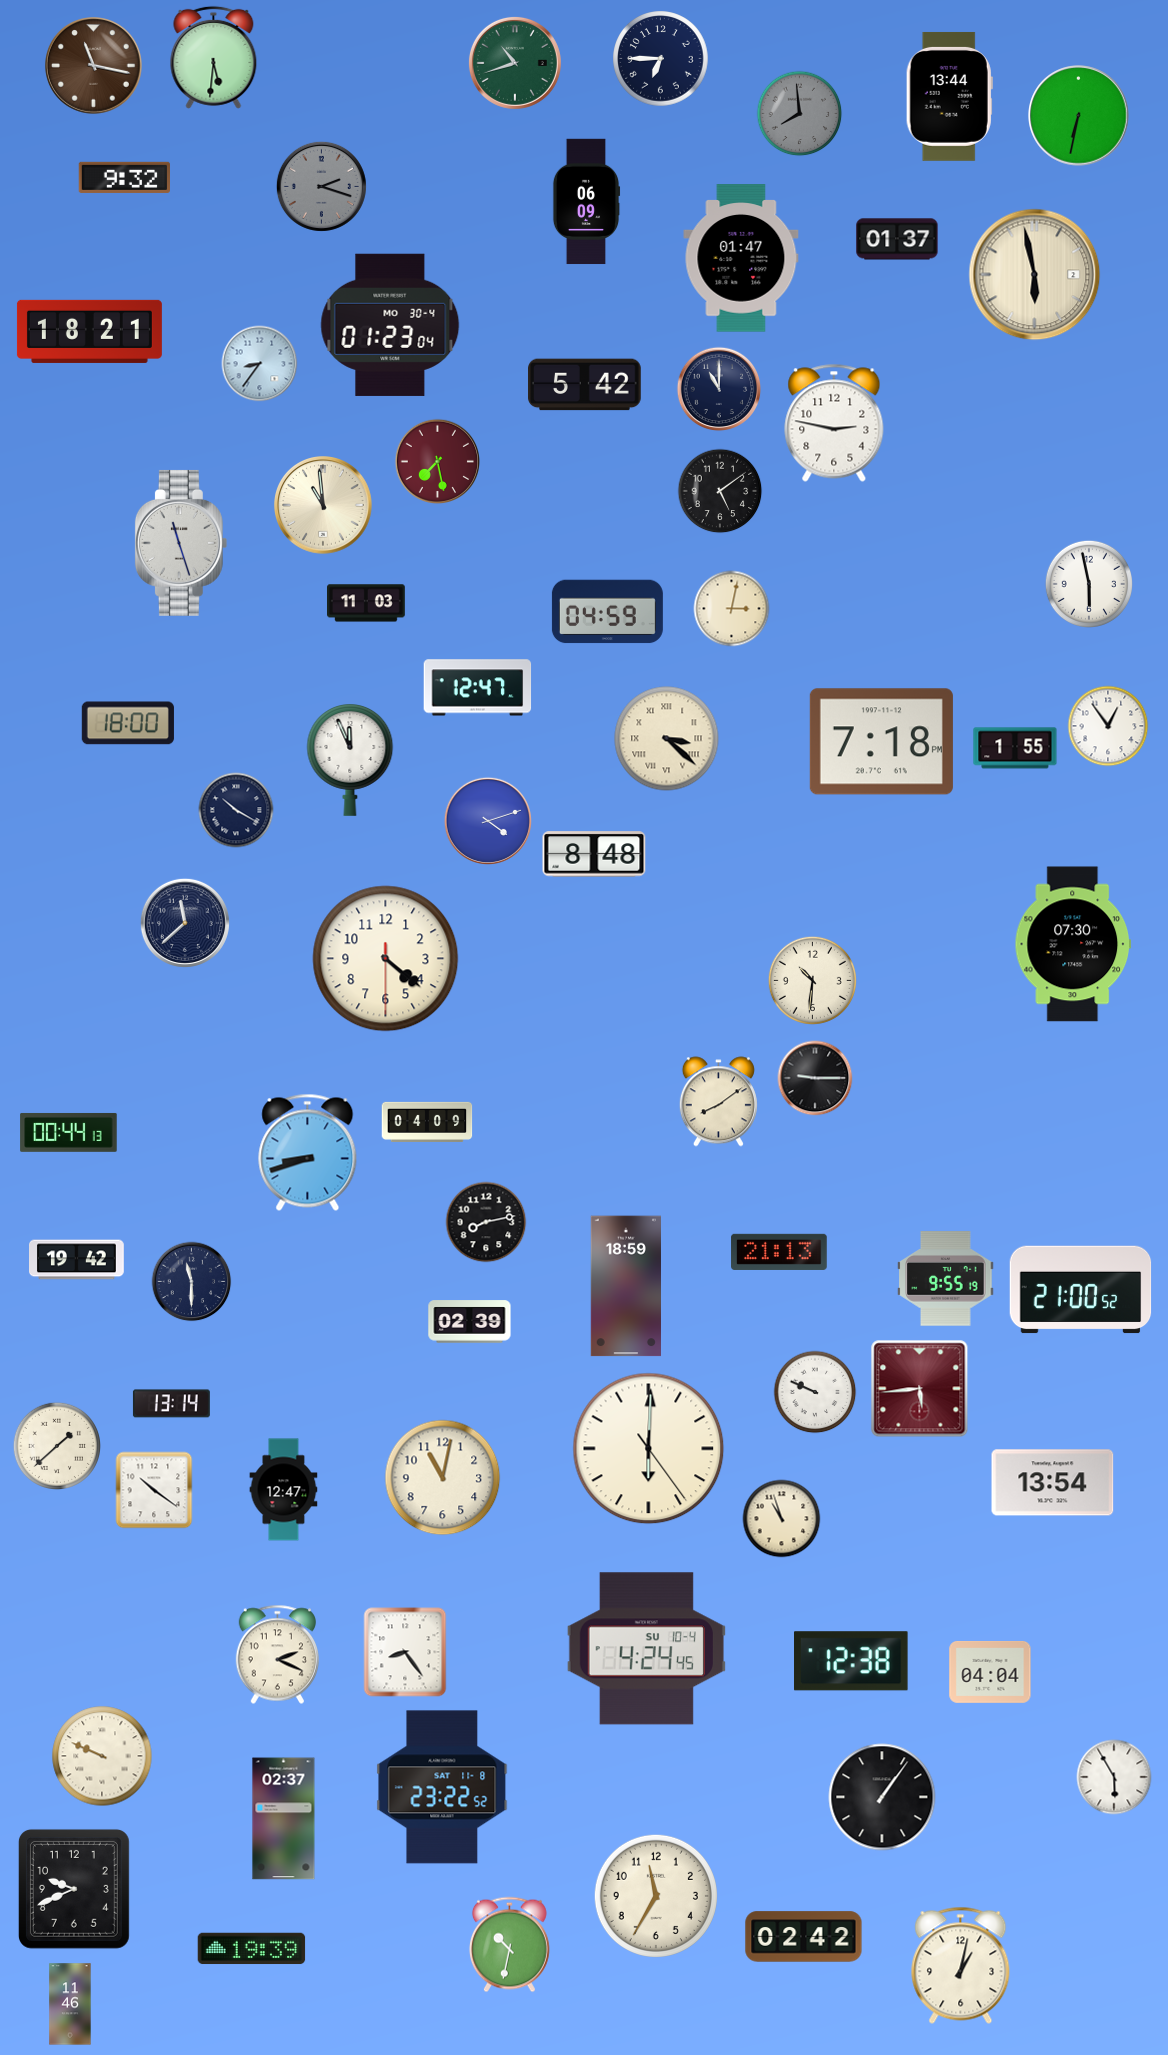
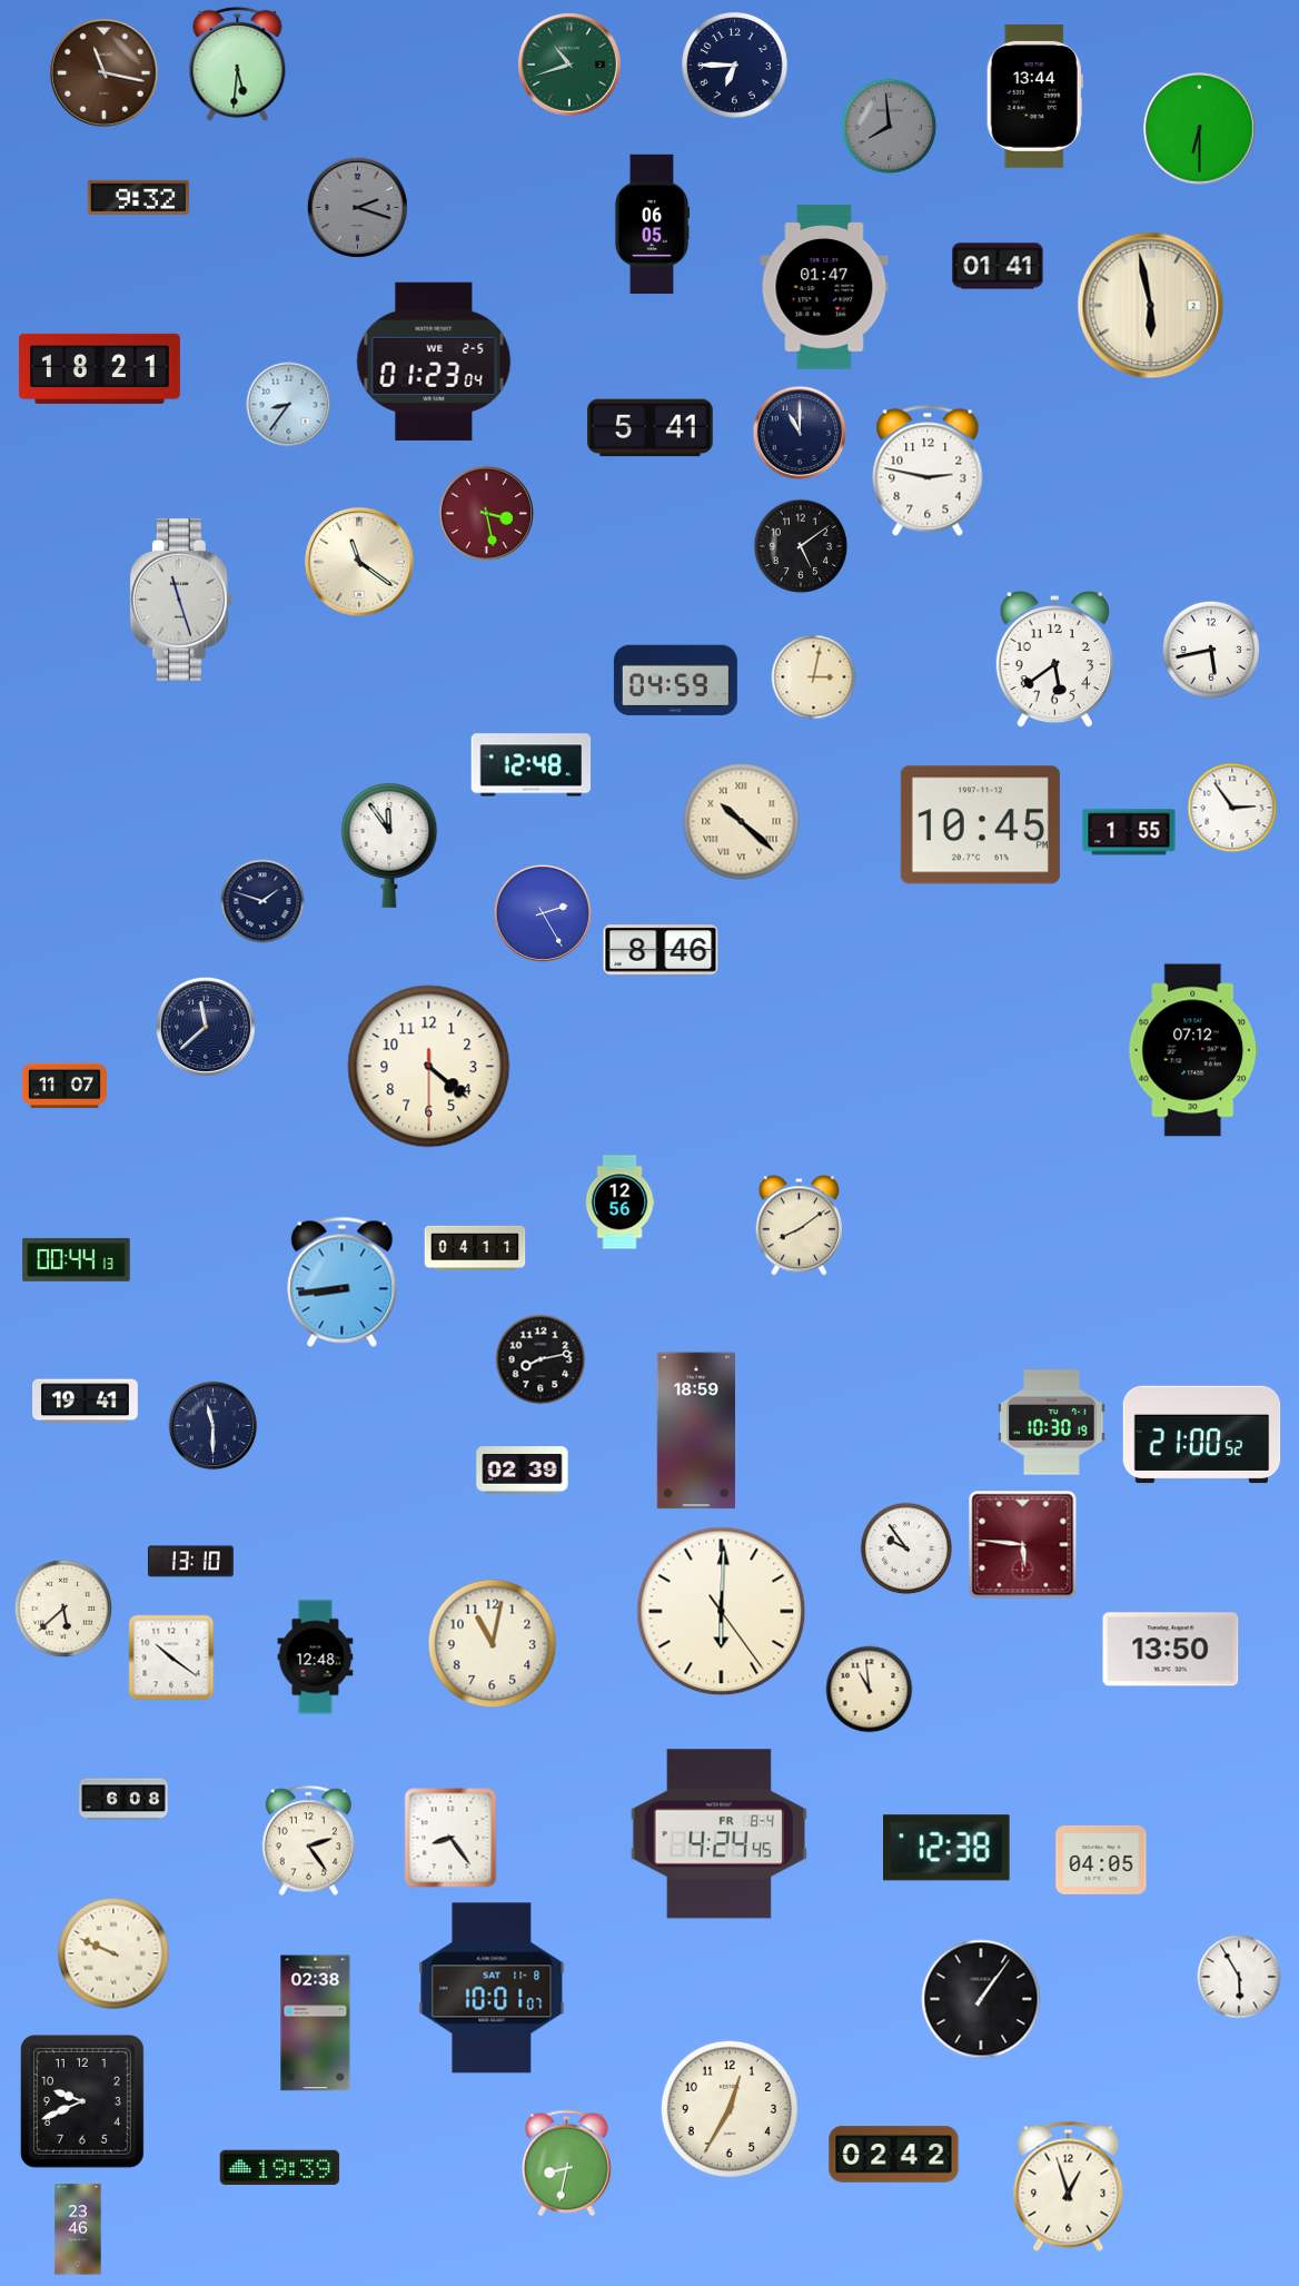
clock at (515, 63) position: (515, 63) -> (569, 65)
clock at (949, 96) position: (949, 96) -> (1034, 96)
clock at (1079, 116): 6:32 -> 6:30
clock at (586, 202): 06:09 -> 06:05
clock at (897, 239): 01:37 -> 01:41
clock at (390, 325) date: MO 30-4 -> WE 2-5
clock at (585, 385): 5:42 -> 5:41
clock at (437, 461): 7:28 -> 3:28
clock at (324, 506): 10:59 -> 11:21
clock at (181, 543) position: (181, 543) -> (181, 600)
clock at (1088, 583): 5:58 -> 5:43
clock at (1054, 660): none -> 5:39
clock at (367, 603): 11:03 -> none
clock at (478, 688): 12:47 -> 12:48
clock at (128, 723): 18:00 -> none
clock at (1108, 726): 12:54 -> 2:54
clock at (667, 739): 3:22 -> 10:22
clock at (881, 742): 7:18 -> 10:45
clock at (350, 760): 11:56 -> 11:54
clock at (236, 810): 10:20 -> 1:48
clock at (488, 821): 4:12 -> 2:25
clock at (594, 854): 8:48 -> 8:46
clock at (1072, 944): 07:30 -> 07:12
clock at (65, 1085): none -> 11:07
clock at (812, 980): 10:31 -> none
clock at (815, 1078): 9:15 -> none
clock at (619, 1203): none -> 12:56
clock at (427, 1122): 04:09 -> 04:11
clock at (308, 1152): 8:42 -> 8:44
clock at (779, 1252): 21:13 -> none
clock at (77, 1260): 19:42 -> 19:41
clock at (946, 1279): 9:55 -> 10:30
clock at (920, 1389): 5:44 -> 5:46
clock at (815, 1392): 9:49 -> 9:54
clock at (171, 1404): 13:14 -> 13:10
clock at (56, 1445): 1:38 -> 5:38
clock at (1053, 1483): 13:54 -> 13:50
clock at (284, 1490): 12:47 -> 12:48
clock at (782, 1519): 10:57 -> 10:59
clock at (123, 1799): none -> 6:08
clock at (646, 1649) date: SU 10-4 -> FR 8-4
clock at (277, 1655): 2:19 -> 2:24
clock at (990, 1672): 04:04 -> 04:05
clock at (442, 1787): 23:22 -> 10:01
clock at (284, 1819): 02:37 -> 02:38
clock at (656, 1896): 11:35 -> 12:35
clock at (509, 1945): 10:32 -> 8:32
clock at (961, 1965): 1:02 -> 12:57
clock at (70, 2004): 11:46 -> 23:46
